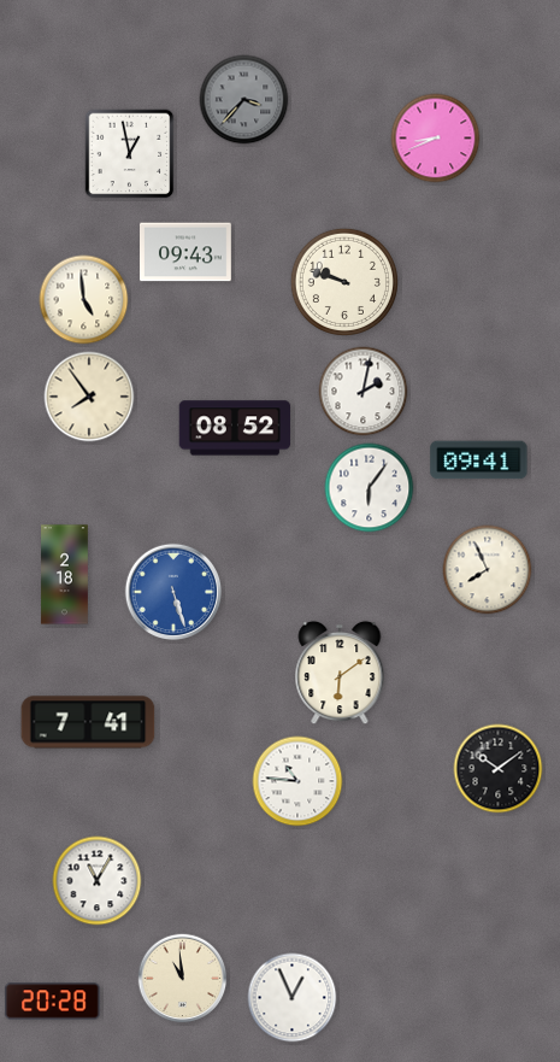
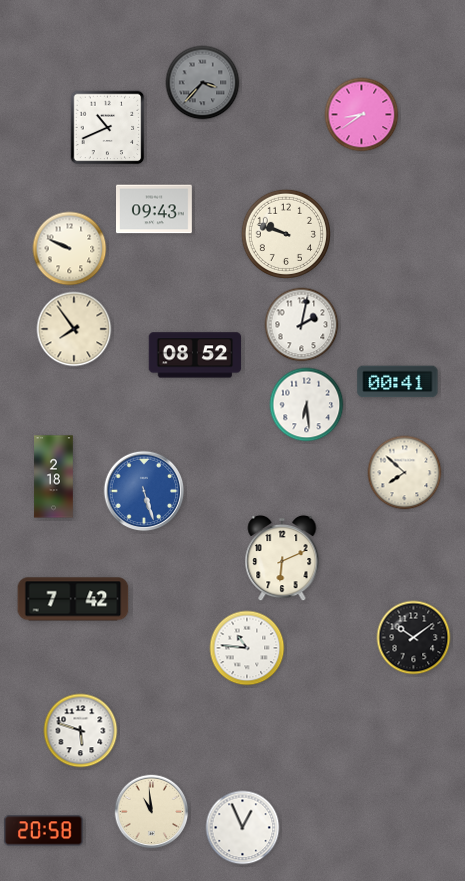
clock at (436, 139): 8:41 -> 8:39
clock at (130, 154): 12:58 -> 10:41
clock at (84, 300): 4:59 -> 9:49
clock at (479, 460): 09:41 -> 00:41
clock at (370, 488): 6:06 -> 6:29
clock at (488, 570): 7:56 -> 7:52
clock at (340, 673): 6:09 -> 6:11
clock at (88, 722): 7:41 -> 7:42
clock at (98, 881): 11:05 -> 5:48
clock at (53, 1002): 20:28 -> 20:58
